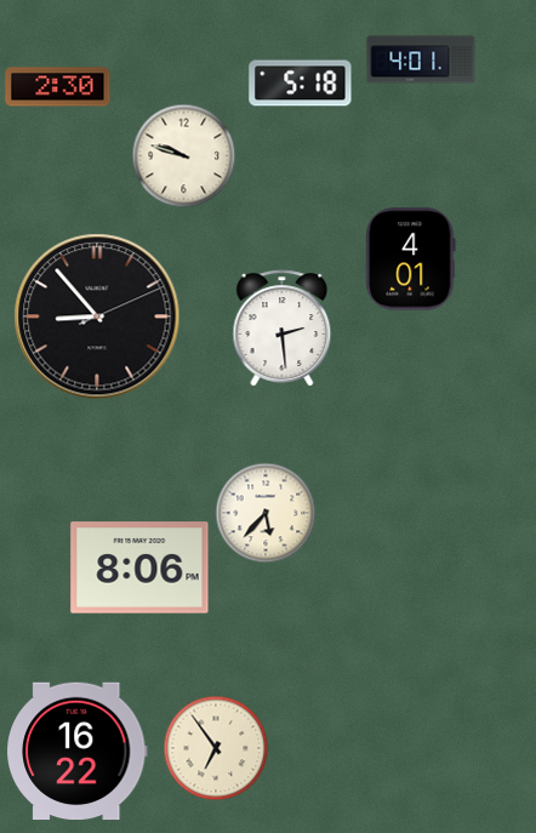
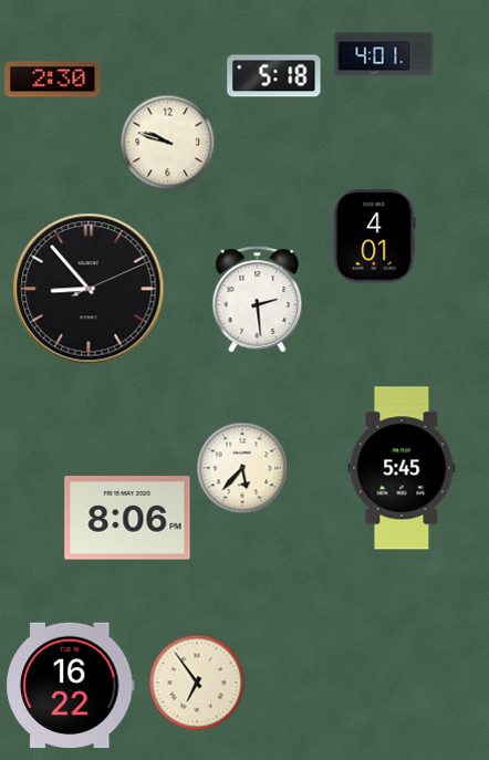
clock at (402, 468): none -> 5:45
